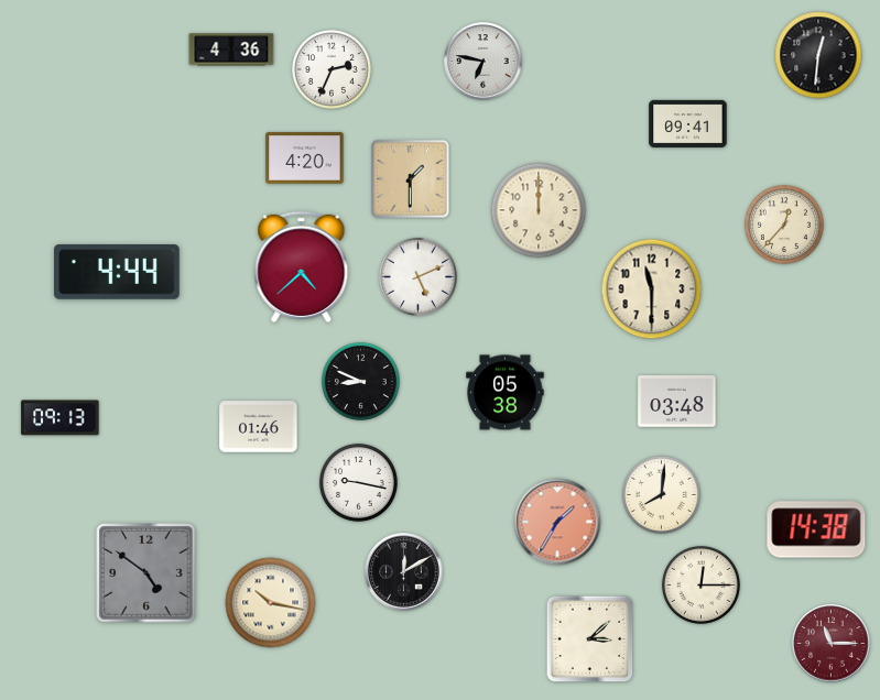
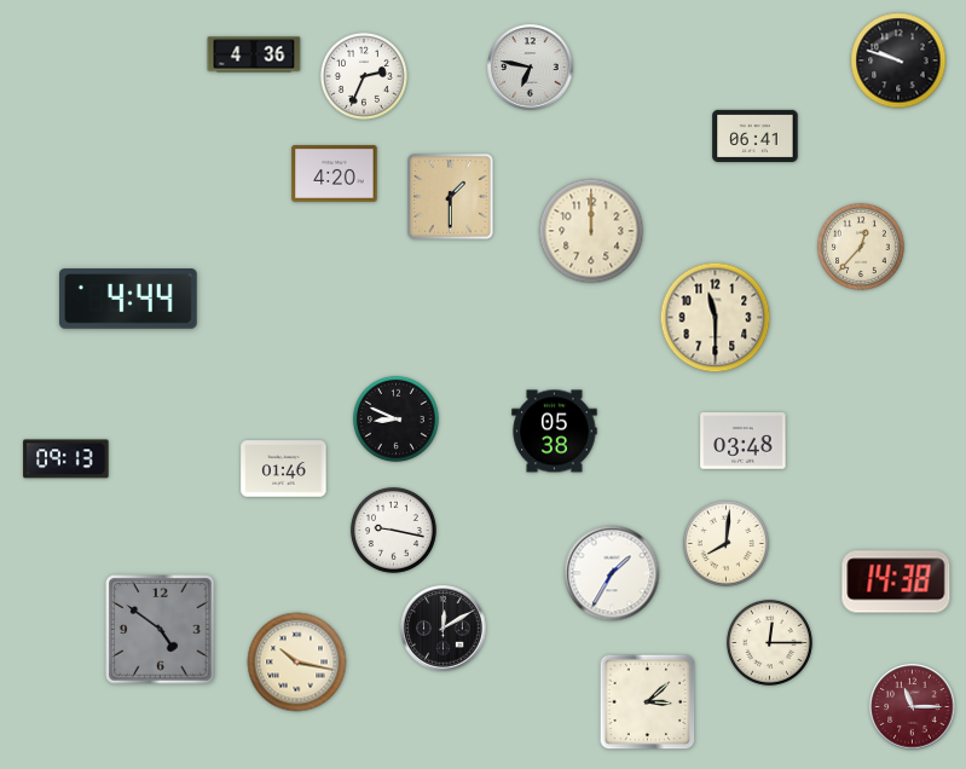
clock at (818, 55): 12:31 -> 9:48
clock at (688, 123): 09:41 -> 06:41
clock at (302, 266): 4:38 -> none
clock at (417, 276): 5:11 -> none
clock at (557, 522) dial: salmon -> white
